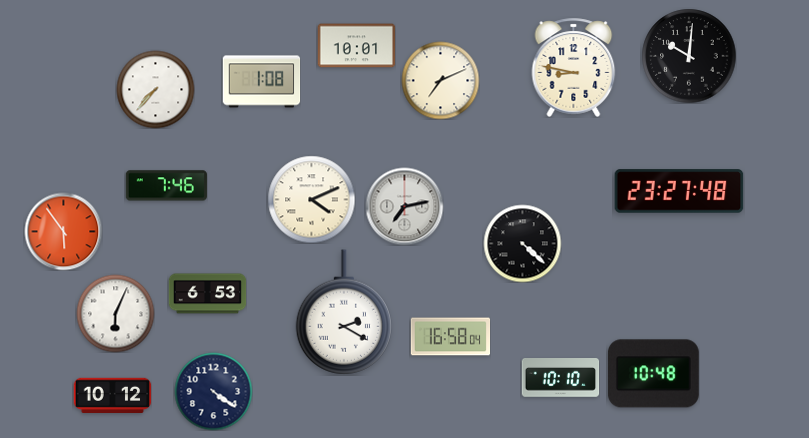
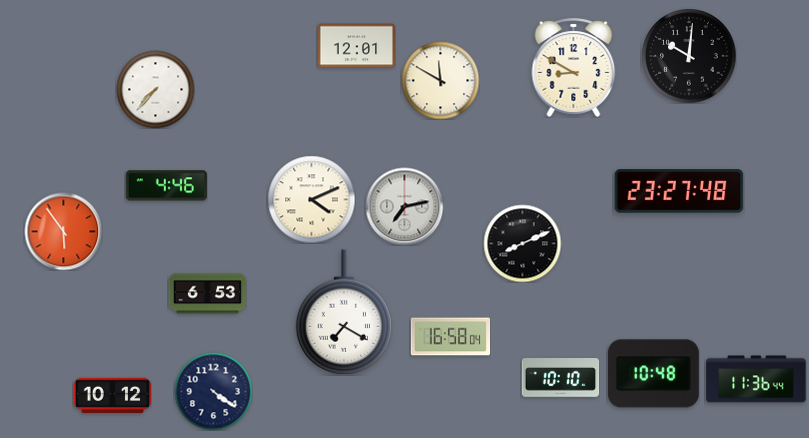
clock at (356, 46): 10:01 -> 12:01
clock at (574, 67): 8:47 -> 8:50
clock at (440, 80): 7:11 -> 11:50
clock at (261, 82): 1:08 -> none
clock at (166, 186): 7:46 -> 4:46
clock at (522, 243): 4:22 -> 8:11
clock at (343, 312): 2:20 -> 7:20
clock at (115, 313): 6:04 -> none
clock at (756, 379): none -> 11:36
